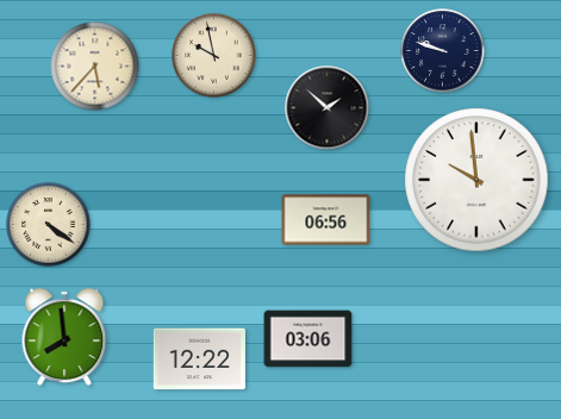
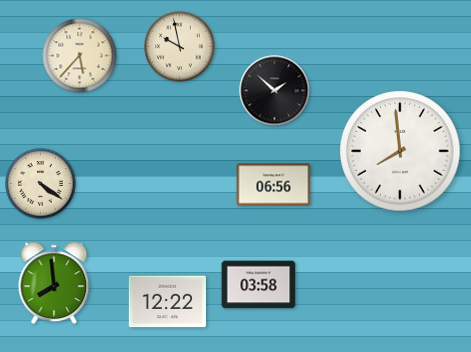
clock at (443, 51): 9:48 -> none
clock at (476, 180): 9:59 -> 7:59
clock at (49, 225) position: (49, 225) -> (41, 184)
clock at (308, 339): 03:06 -> 03:58
